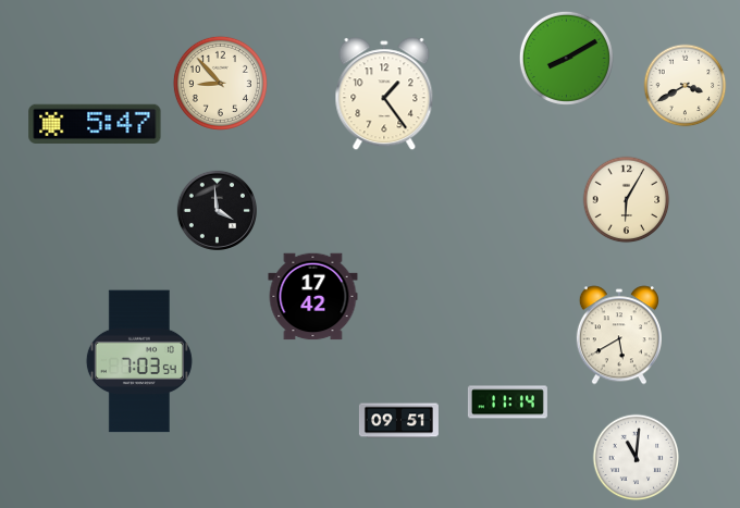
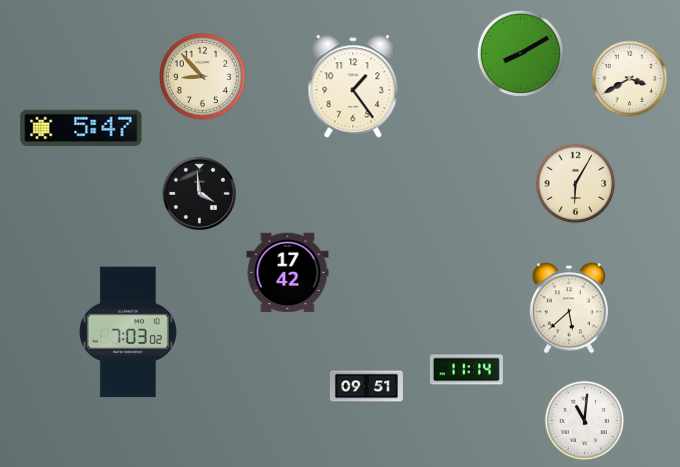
clock at (95, 124) position: (95, 124) -> (81, 128)
clock at (619, 335): 5:40 -> 5:38
clock at (139, 361): 7:03:54 -> 7:03:02
